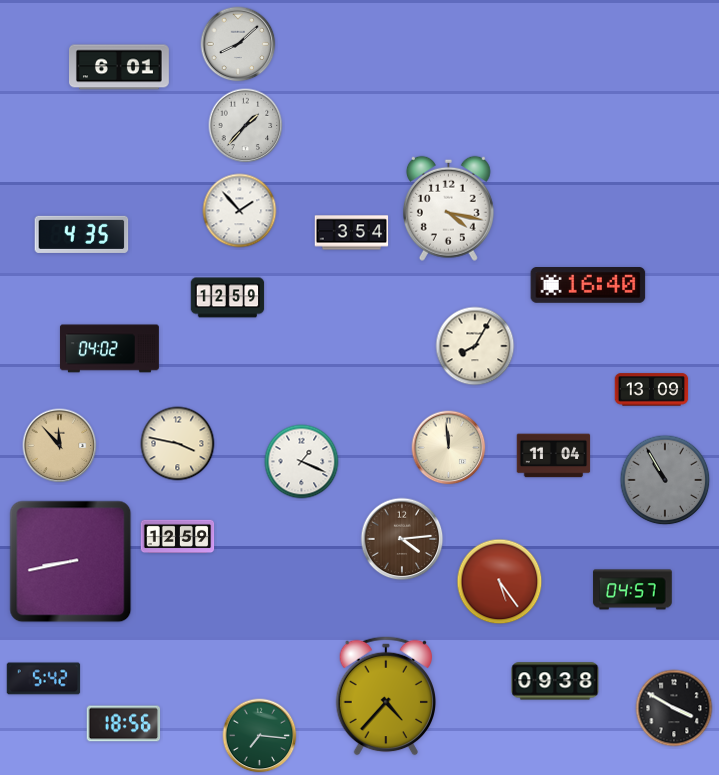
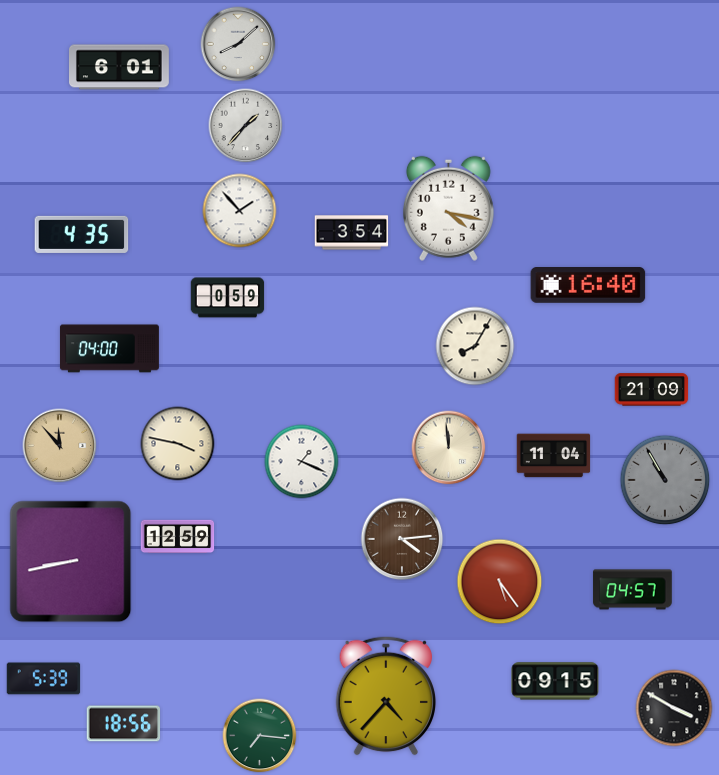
clock at (228, 298): 12:59 -> 0:59
clock at (109, 349): 04:02 -> 04:00
clock at (652, 390): 13:09 -> 21:09
clock at (44, 679): 5:42 -> 5:39
clock at (555, 681): 09:38 -> 09:15
